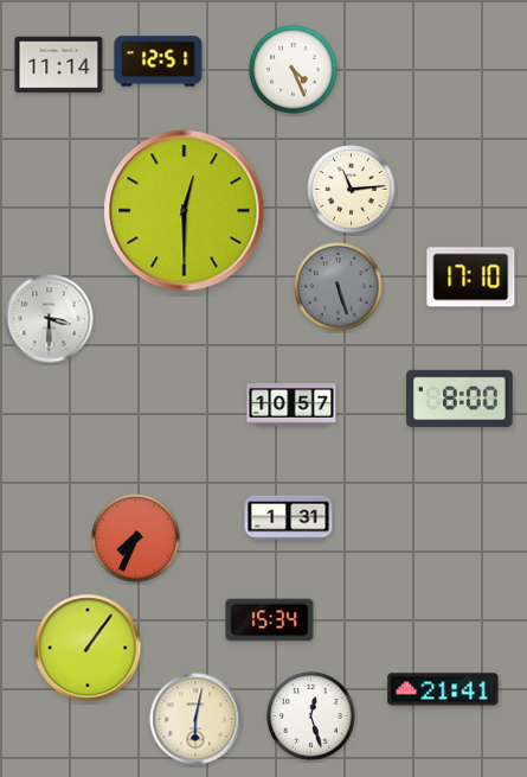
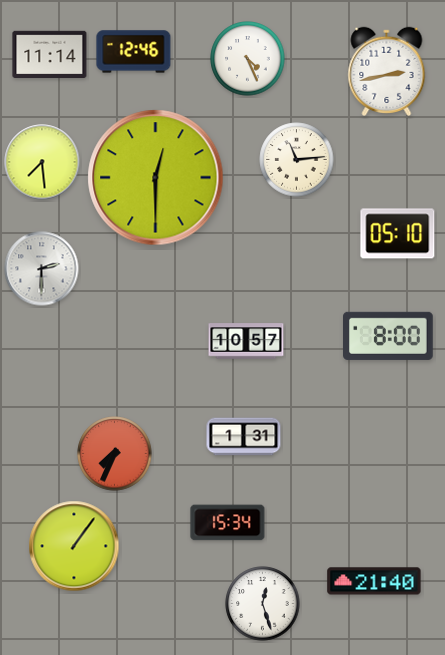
clock at (159, 62): 12:51 -> 12:46
clock at (387, 71): none -> 2:43
clock at (42, 162): none -> 7:29
clock at (471, 278): 17:10 -> 05:10
clock at (339, 287): 5:27 -> none
clock at (50, 319): 3:30 -> 2:30
clock at (443, 689): 21:41 -> 21:40
clock at (195, 719): 6:02 -> none
